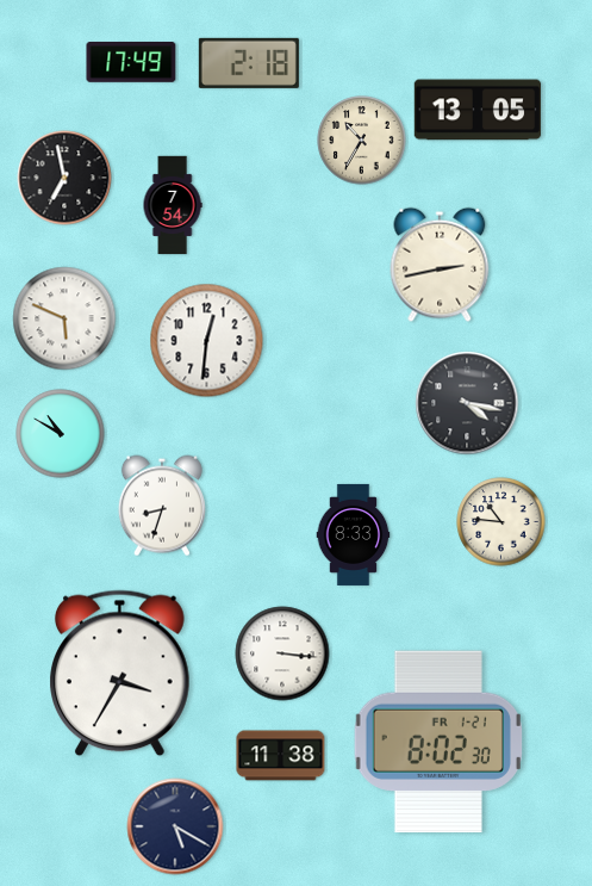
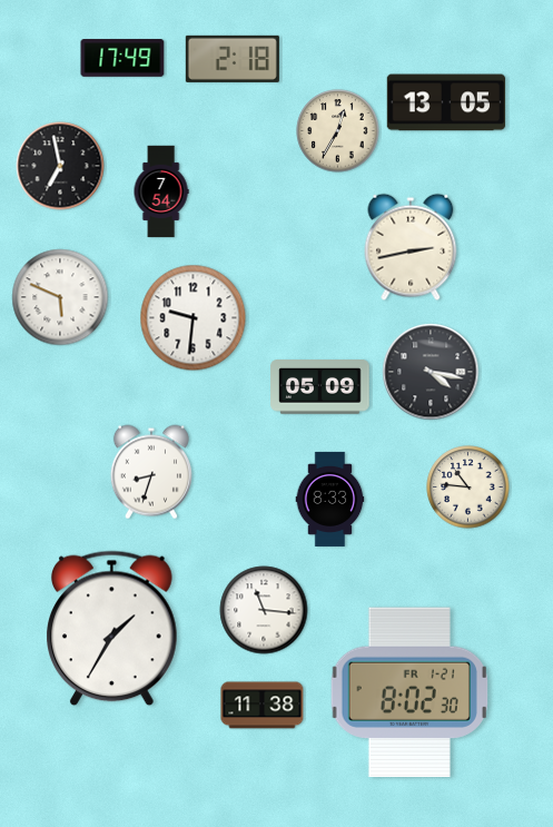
clock at (362, 141): 10:35 -> 12:35
clock at (207, 341): 12:31 -> 9:31
clock at (467, 403) position: (467, 403) -> (431, 372)
clock at (320, 387): none -> 05:09
clock at (61, 434): 10:50 -> none
clock at (282, 653): 3:16 -> 11:16
clock at (120, 674): 3:35 -> 1:35
clock at (175, 826): 5:20 -> none
